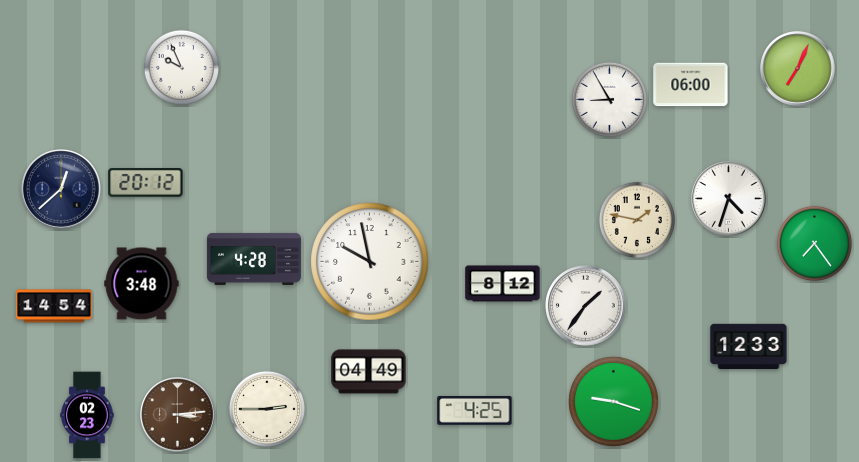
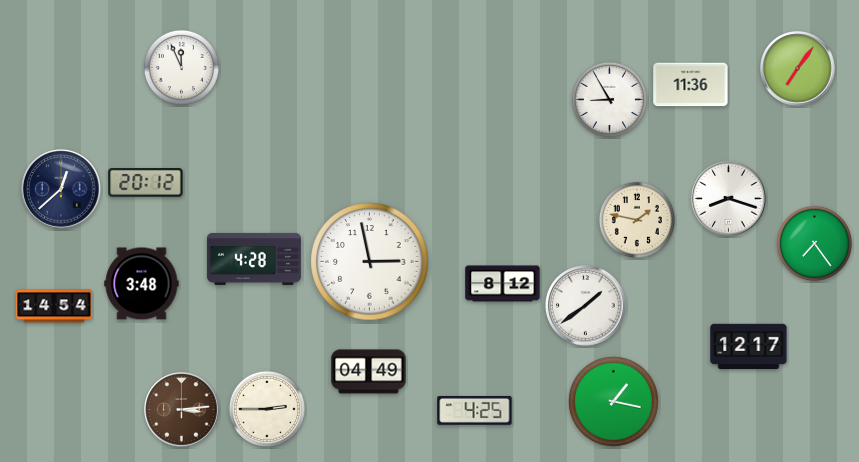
clock at (181, 67): 9:56 -> 11:56
clock at (798, 69): 7:04 -> 7:06
clock at (691, 85): 06:00 -> 11:36
clock at (729, 199): 4:33 -> 8:18
clock at (370, 262): 9:58 -> 2:58
clock at (586, 306): 1:36 -> 1:39
clock at (749, 347): 12:33 -> 12:17
clock at (613, 401): 9:18 -> 1:17
clock at (87, 415): 02:23 -> none
clock at (178, 415) position: (178, 415) -> (182, 410)
